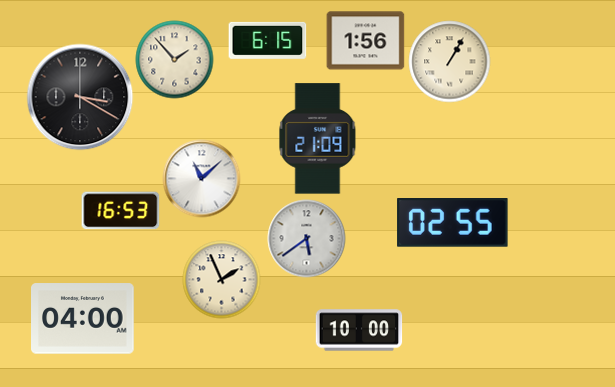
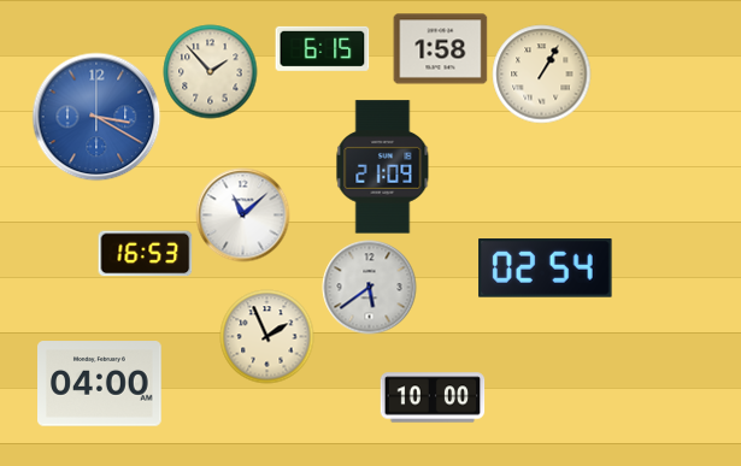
clock at (365, 41): 1:56 -> 1:58
clock at (80, 97) dial: black -> blue
clock at (453, 223): 02:55 -> 02:54
